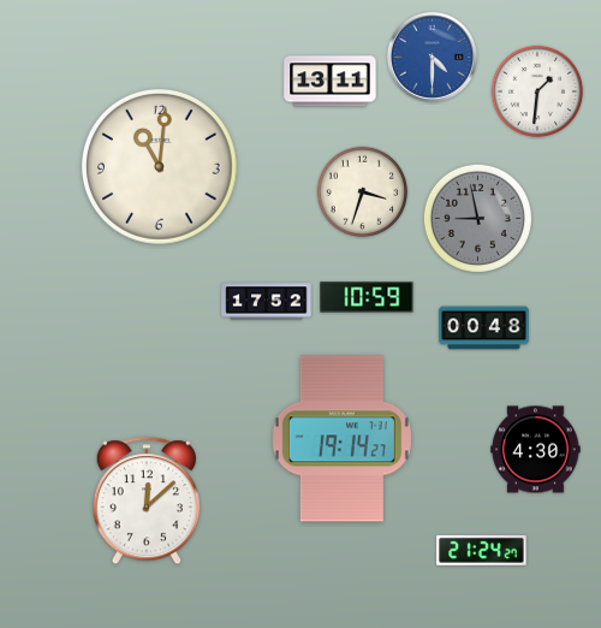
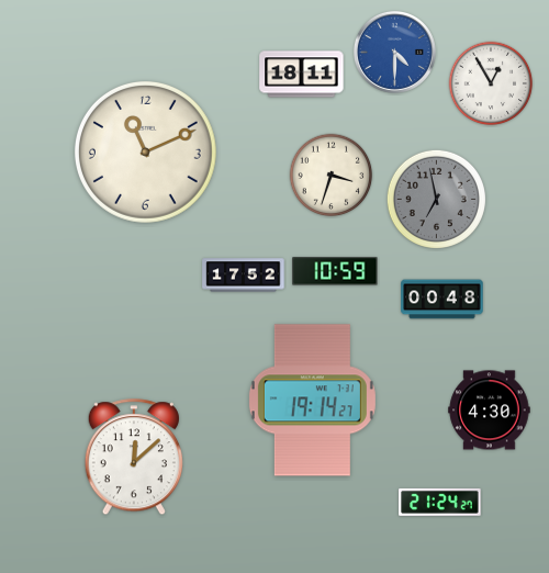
clock at (331, 82): 13:11 -> 18:11
clock at (537, 91): 1:31 -> 12:55
clock at (159, 166): 11:01 -> 11:11
clock at (477, 218): 8:58 -> 6:58
